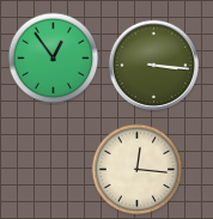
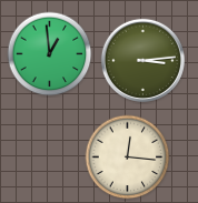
clock at (54, 59): 12:54 -> 12:59
clock at (153, 65): 3:16 -> 3:14
